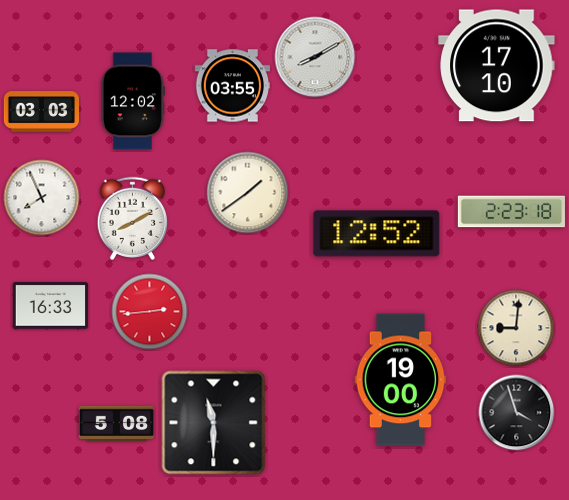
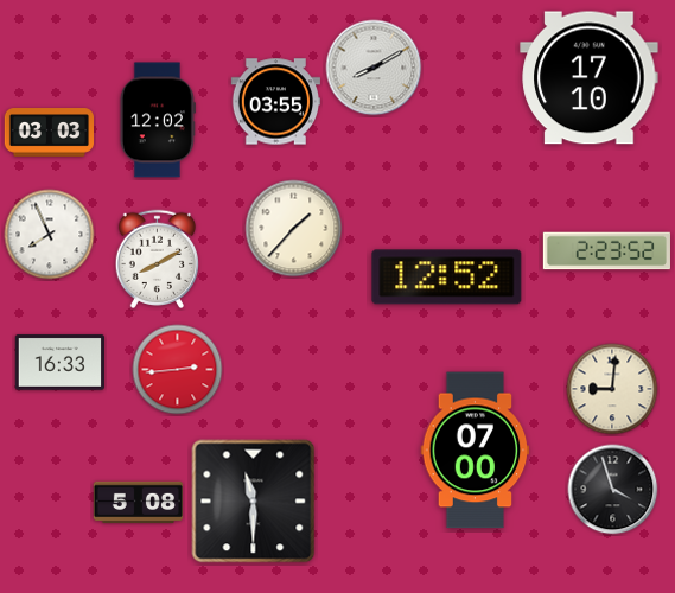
clock at (248, 193): 1:39 -> 1:37
clock at (511, 212): 2:23:18 -> 2:23:52
clock at (401, 380): 19:00 -> 07:00
